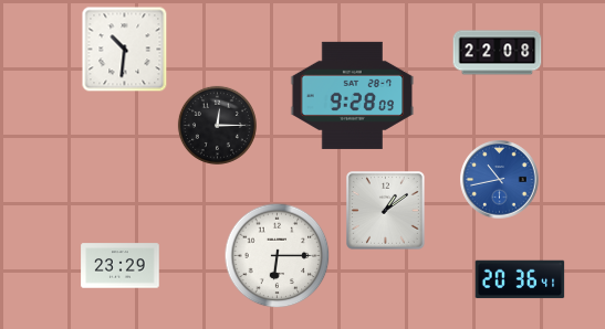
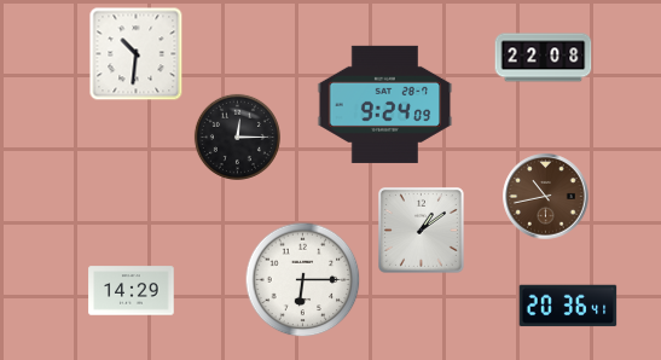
clock at (353, 95): 9:28 -> 9:24
clock at (500, 180) dial: blue -> brown
clock at (121, 266): 23:29 -> 14:29
